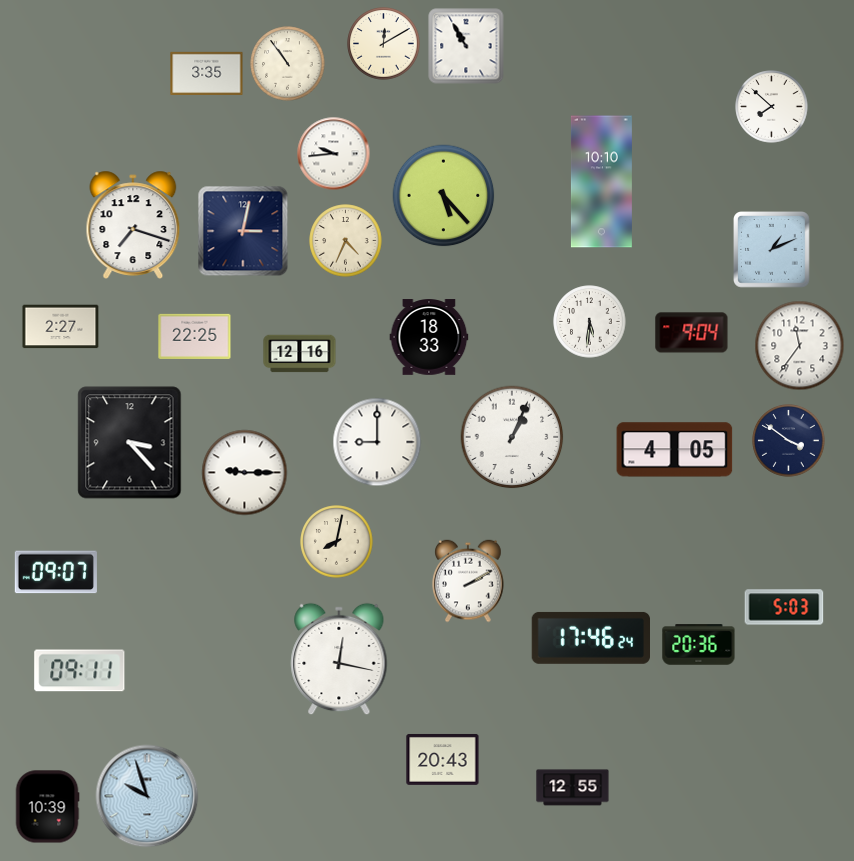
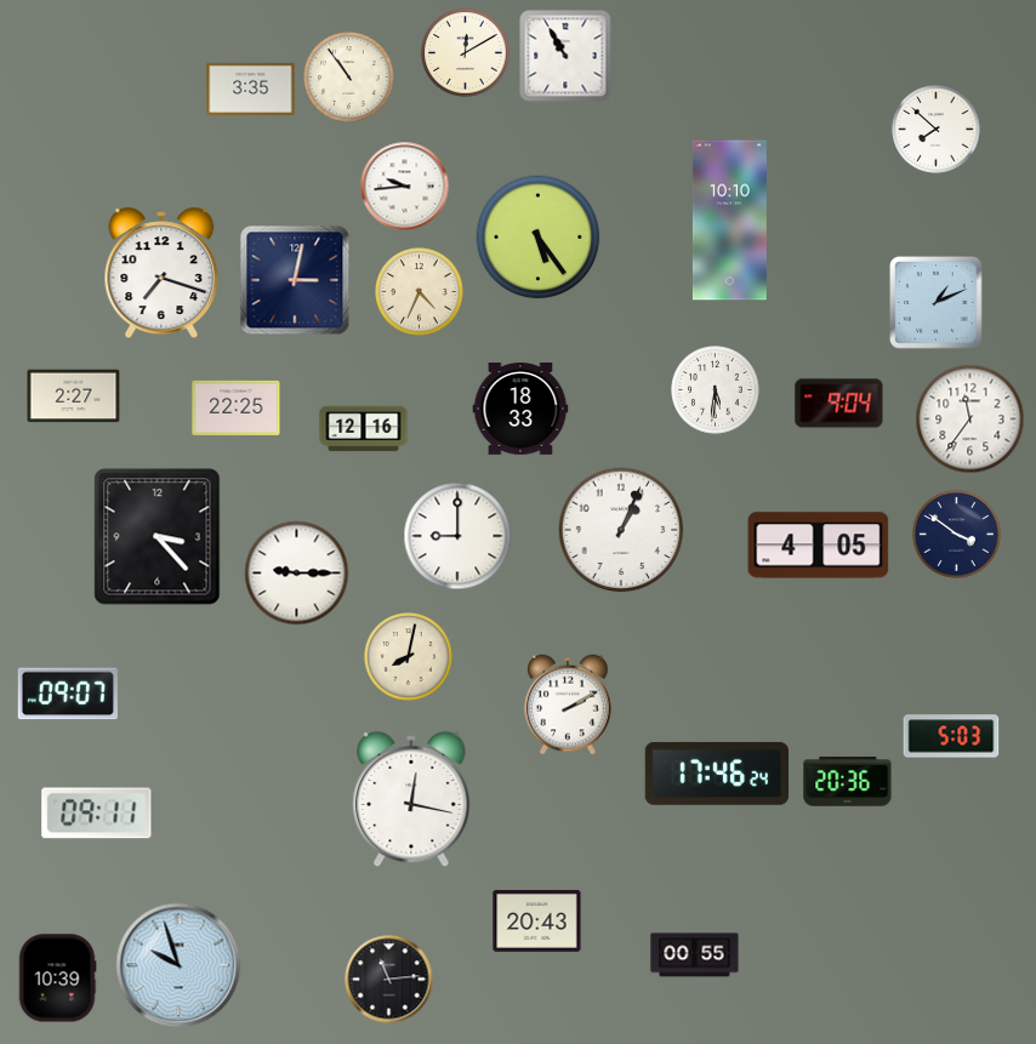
clock at (444, 196): 5:23 -> 5:24
clock at (573, 788): 12:55 -> 00:55
clock at (389, 980): none -> 11:14
